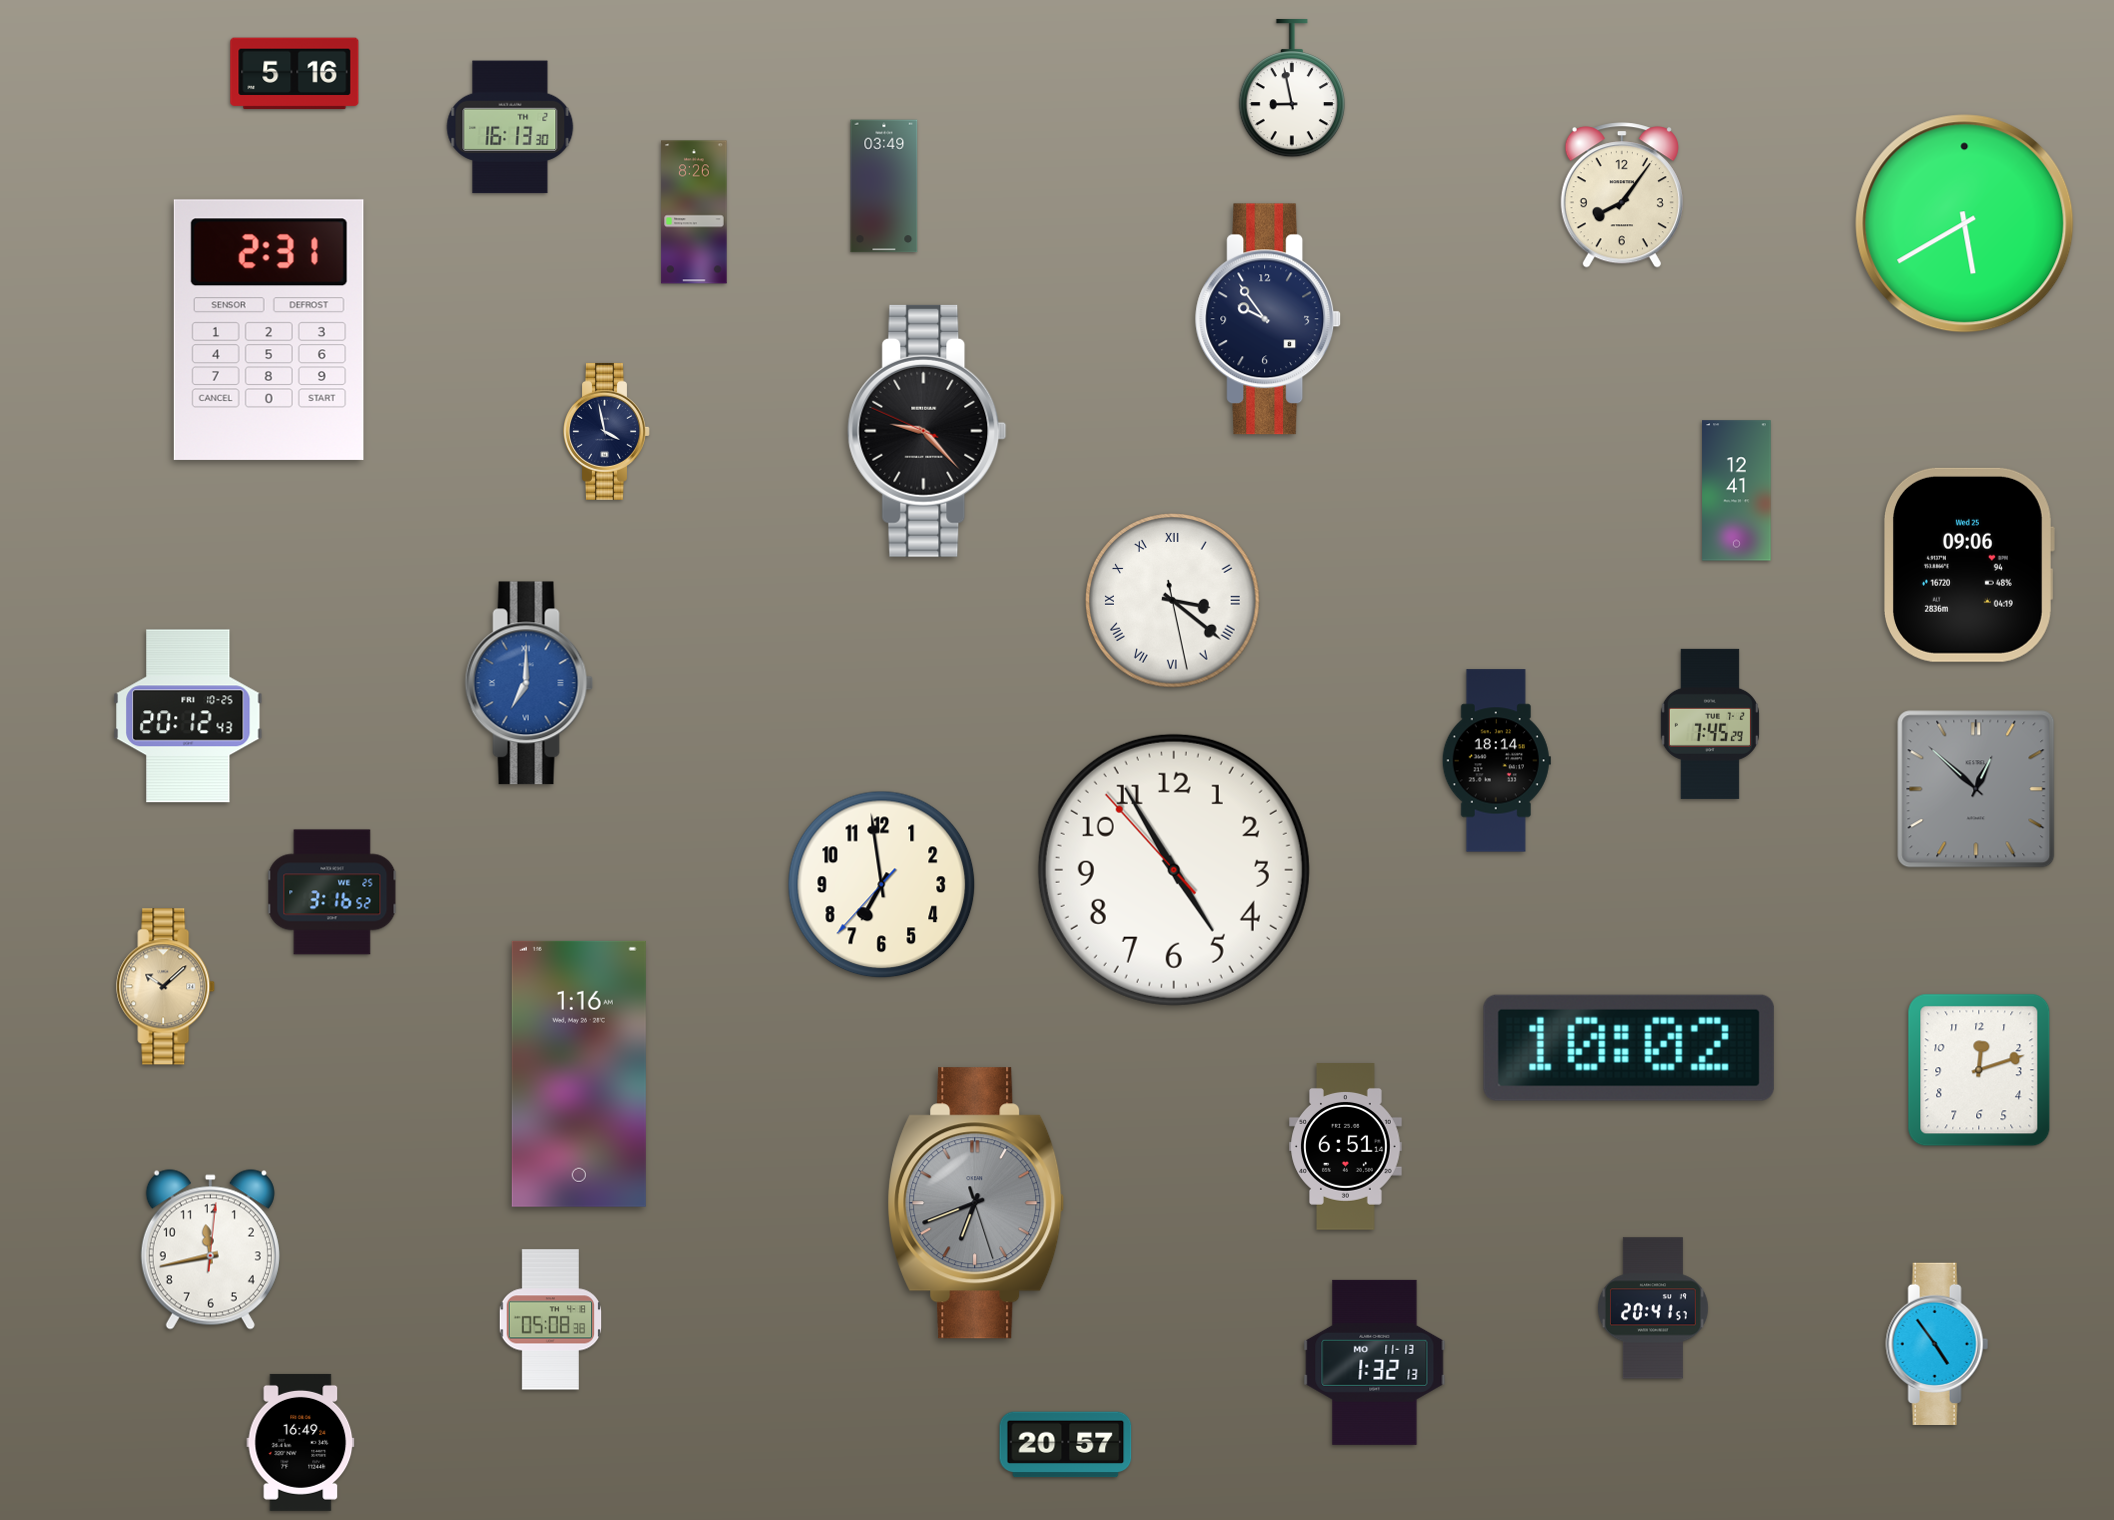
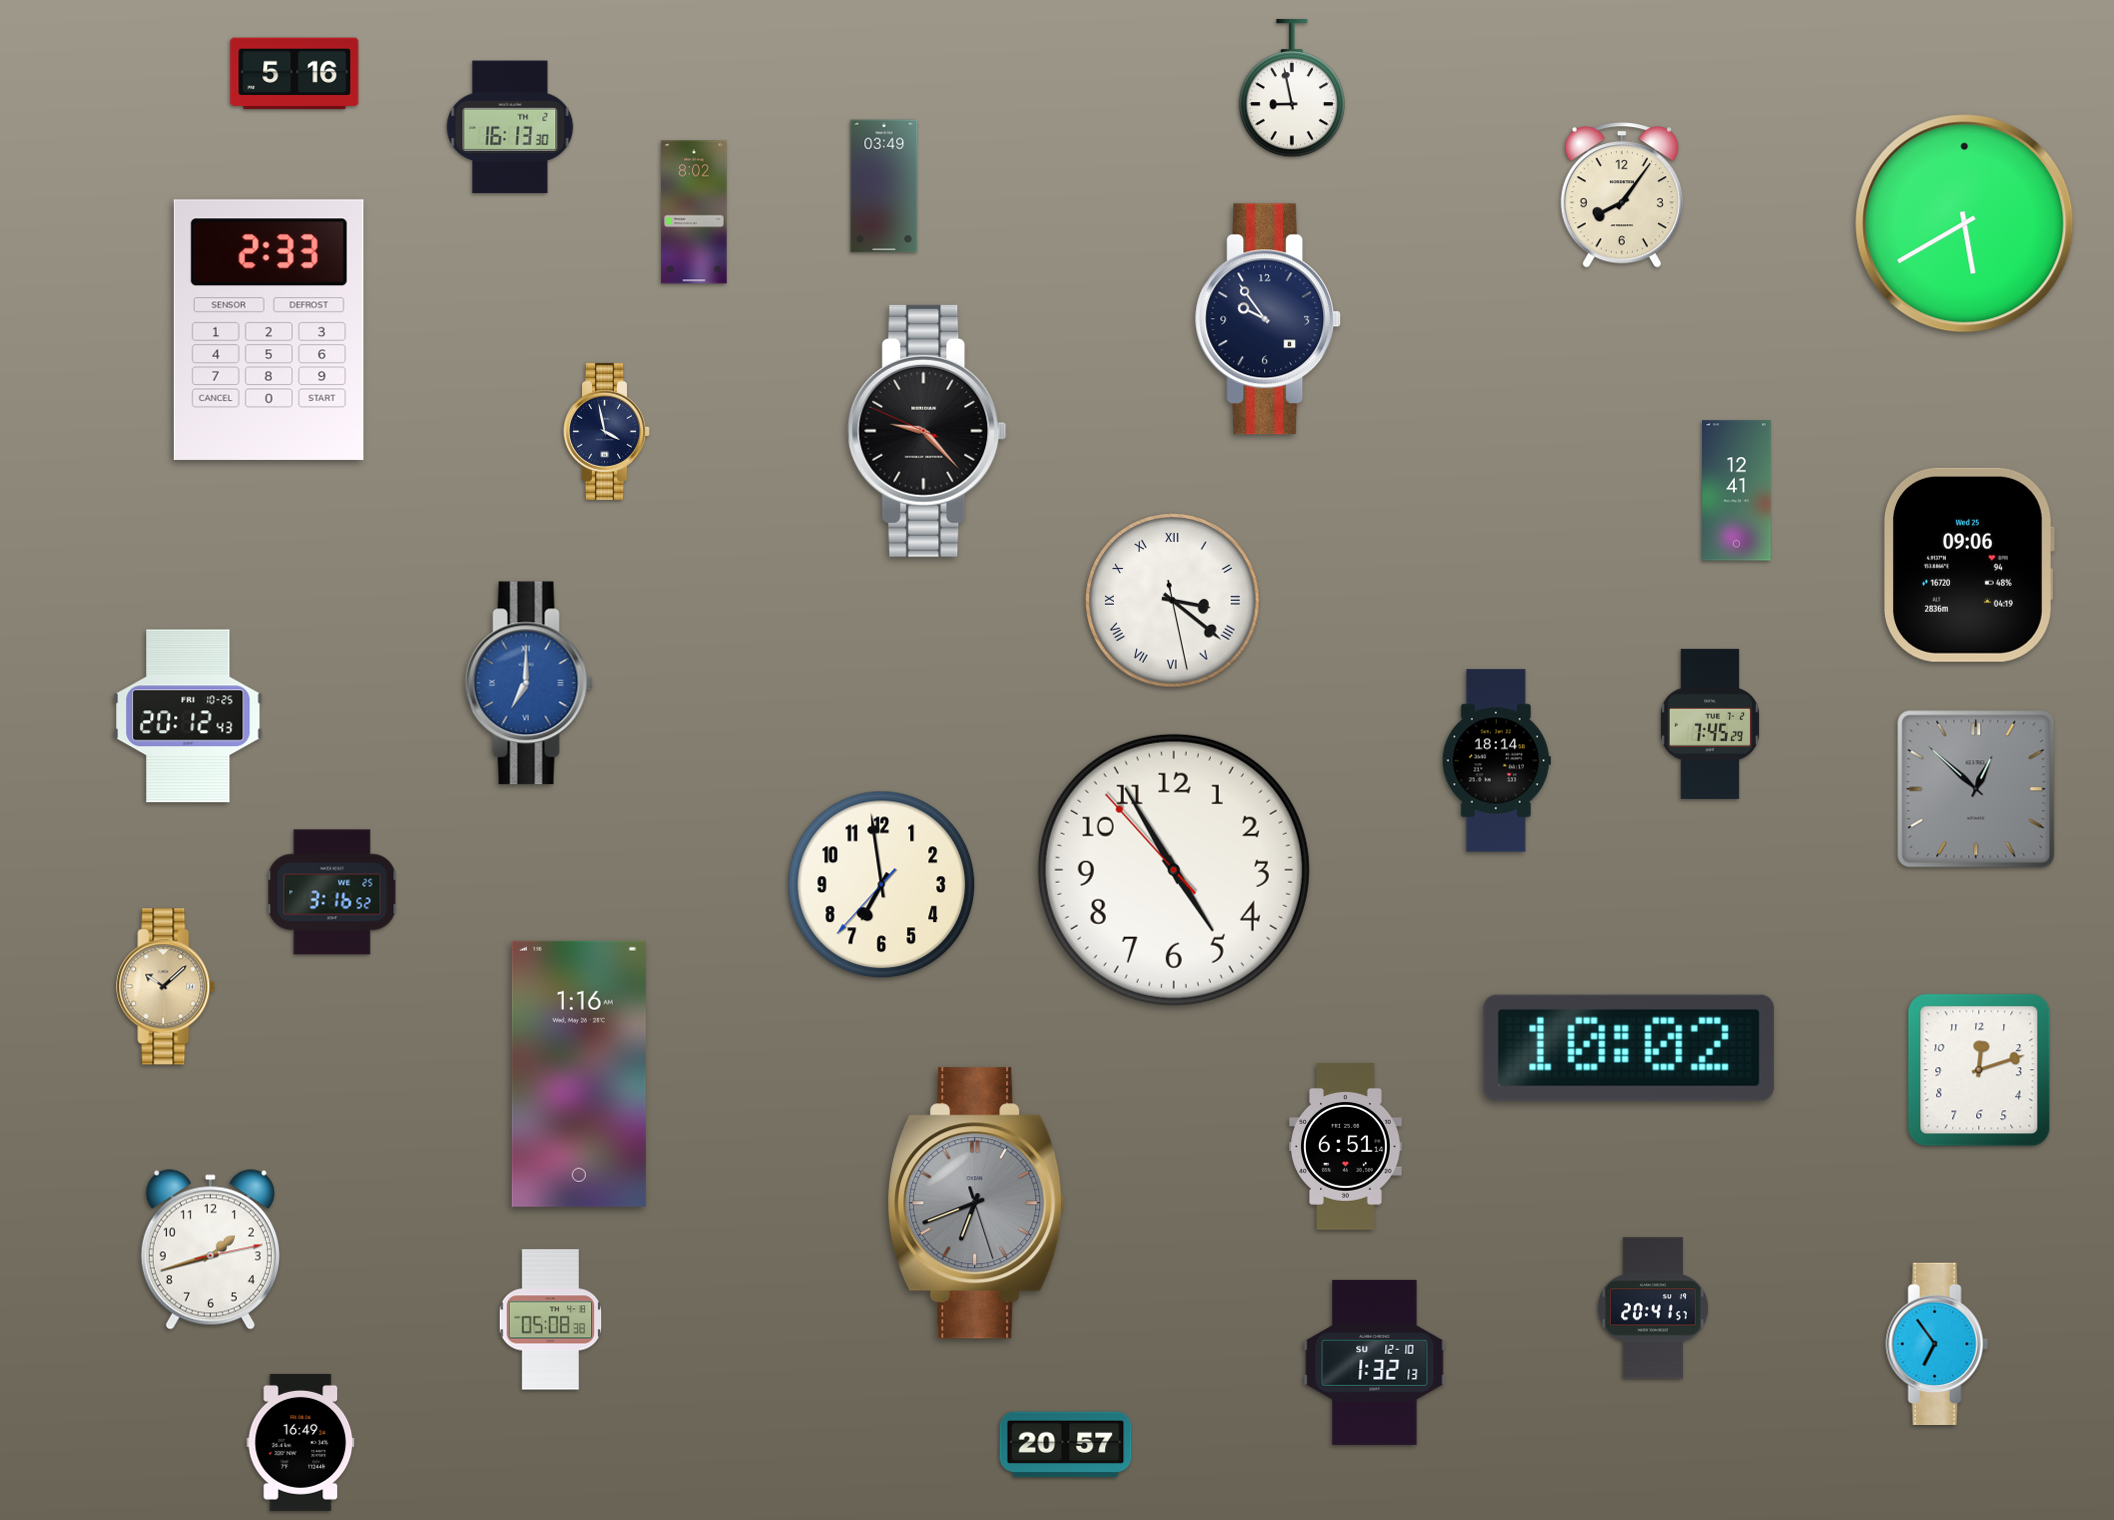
clock at (694, 212): 8:26 -> 8:02
clock at (269, 330): 2:31 -> 2:33
clock at (210, 1250): 11:43 -> 1:42
clock at (1937, 1343): 4:54 -> 6:54
clock at (1375, 1362) date: MO 11-13 -> SU 12-10
